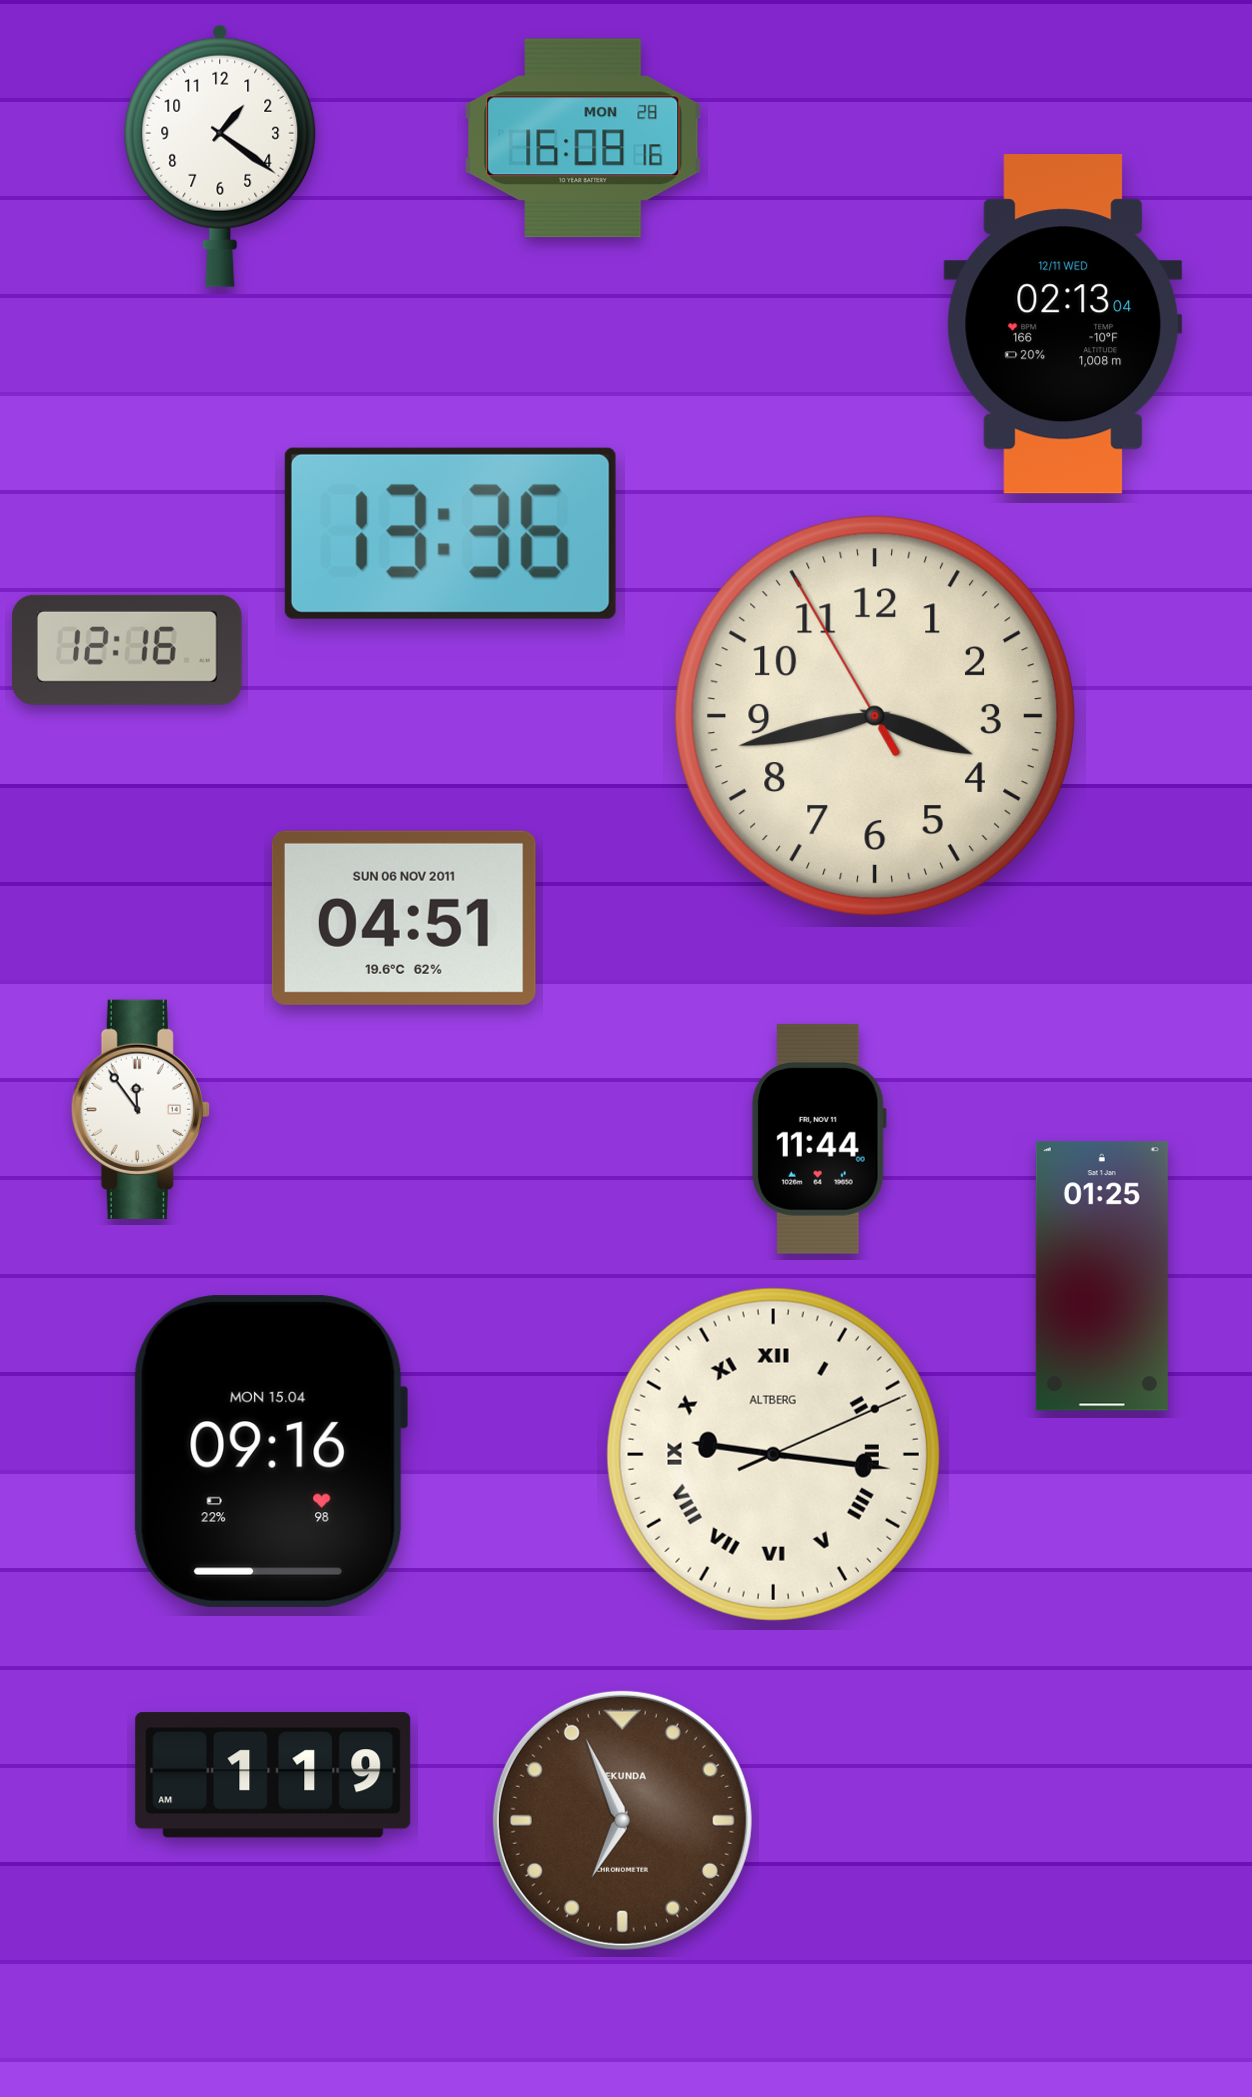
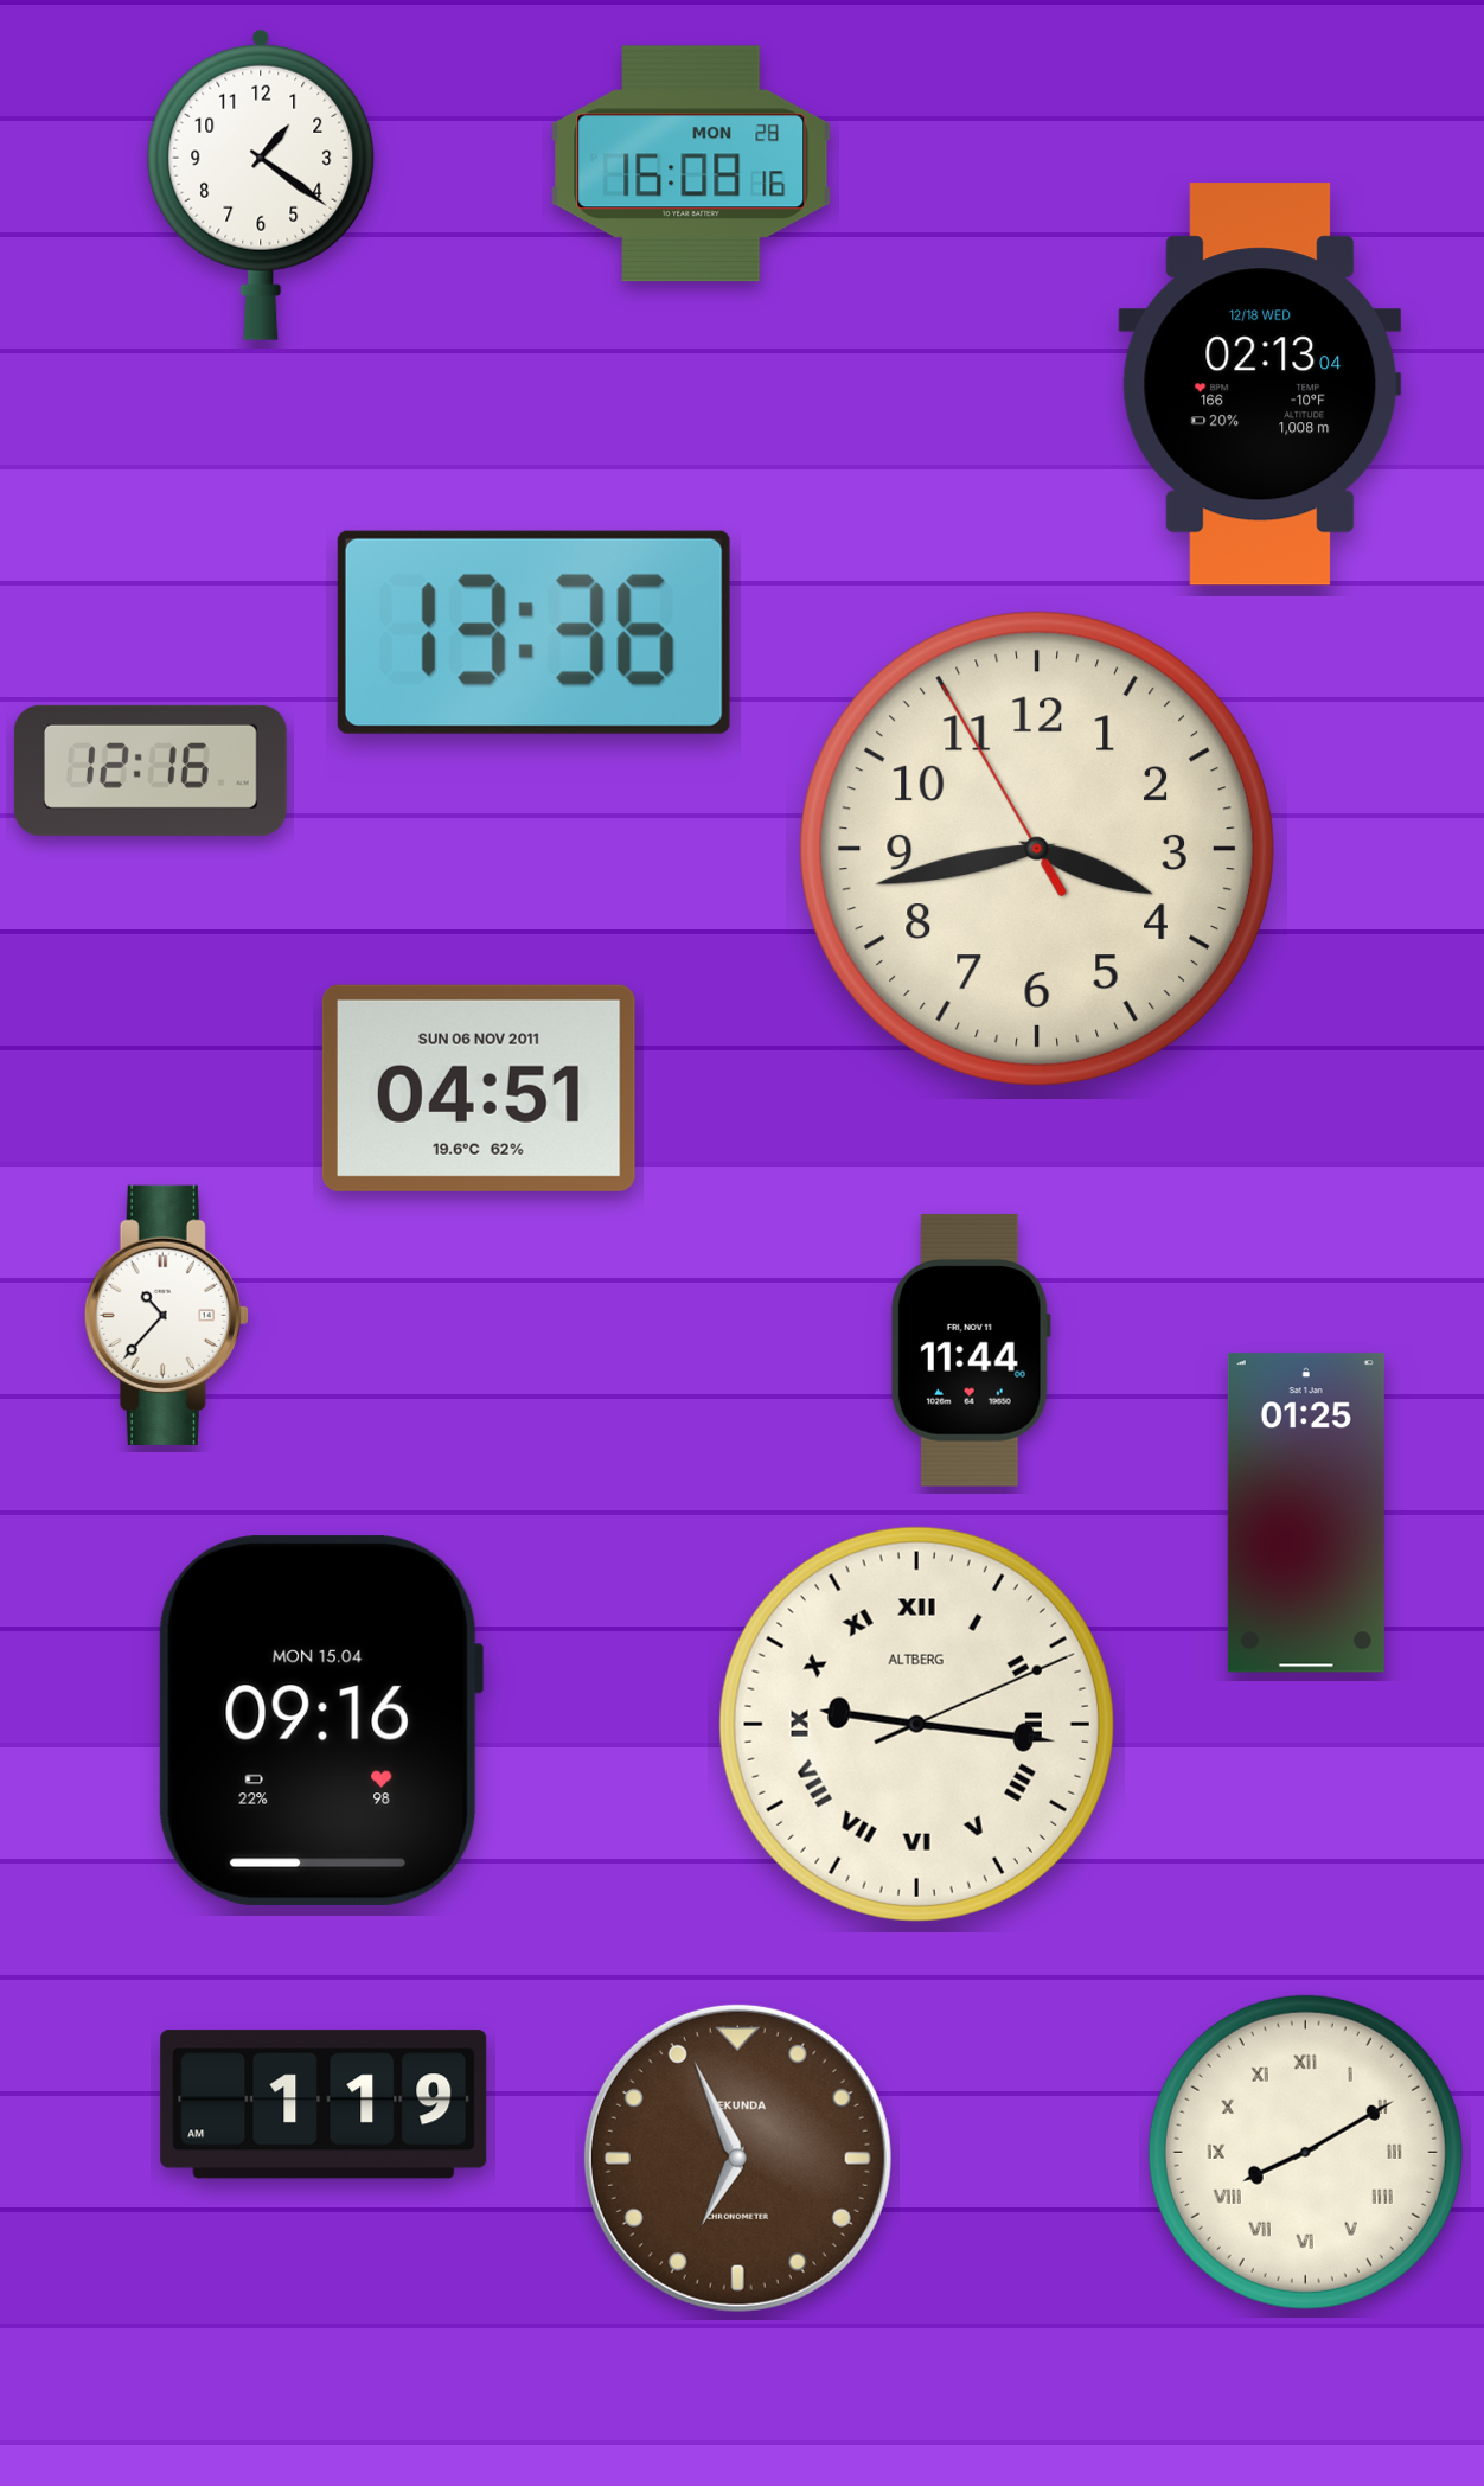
clock at (1063, 324) date: 12/11 WED -> 12/18 WED
clock at (140, 1109): 11:54 -> 10:37
clock at (1305, 2152): none -> 8:10
